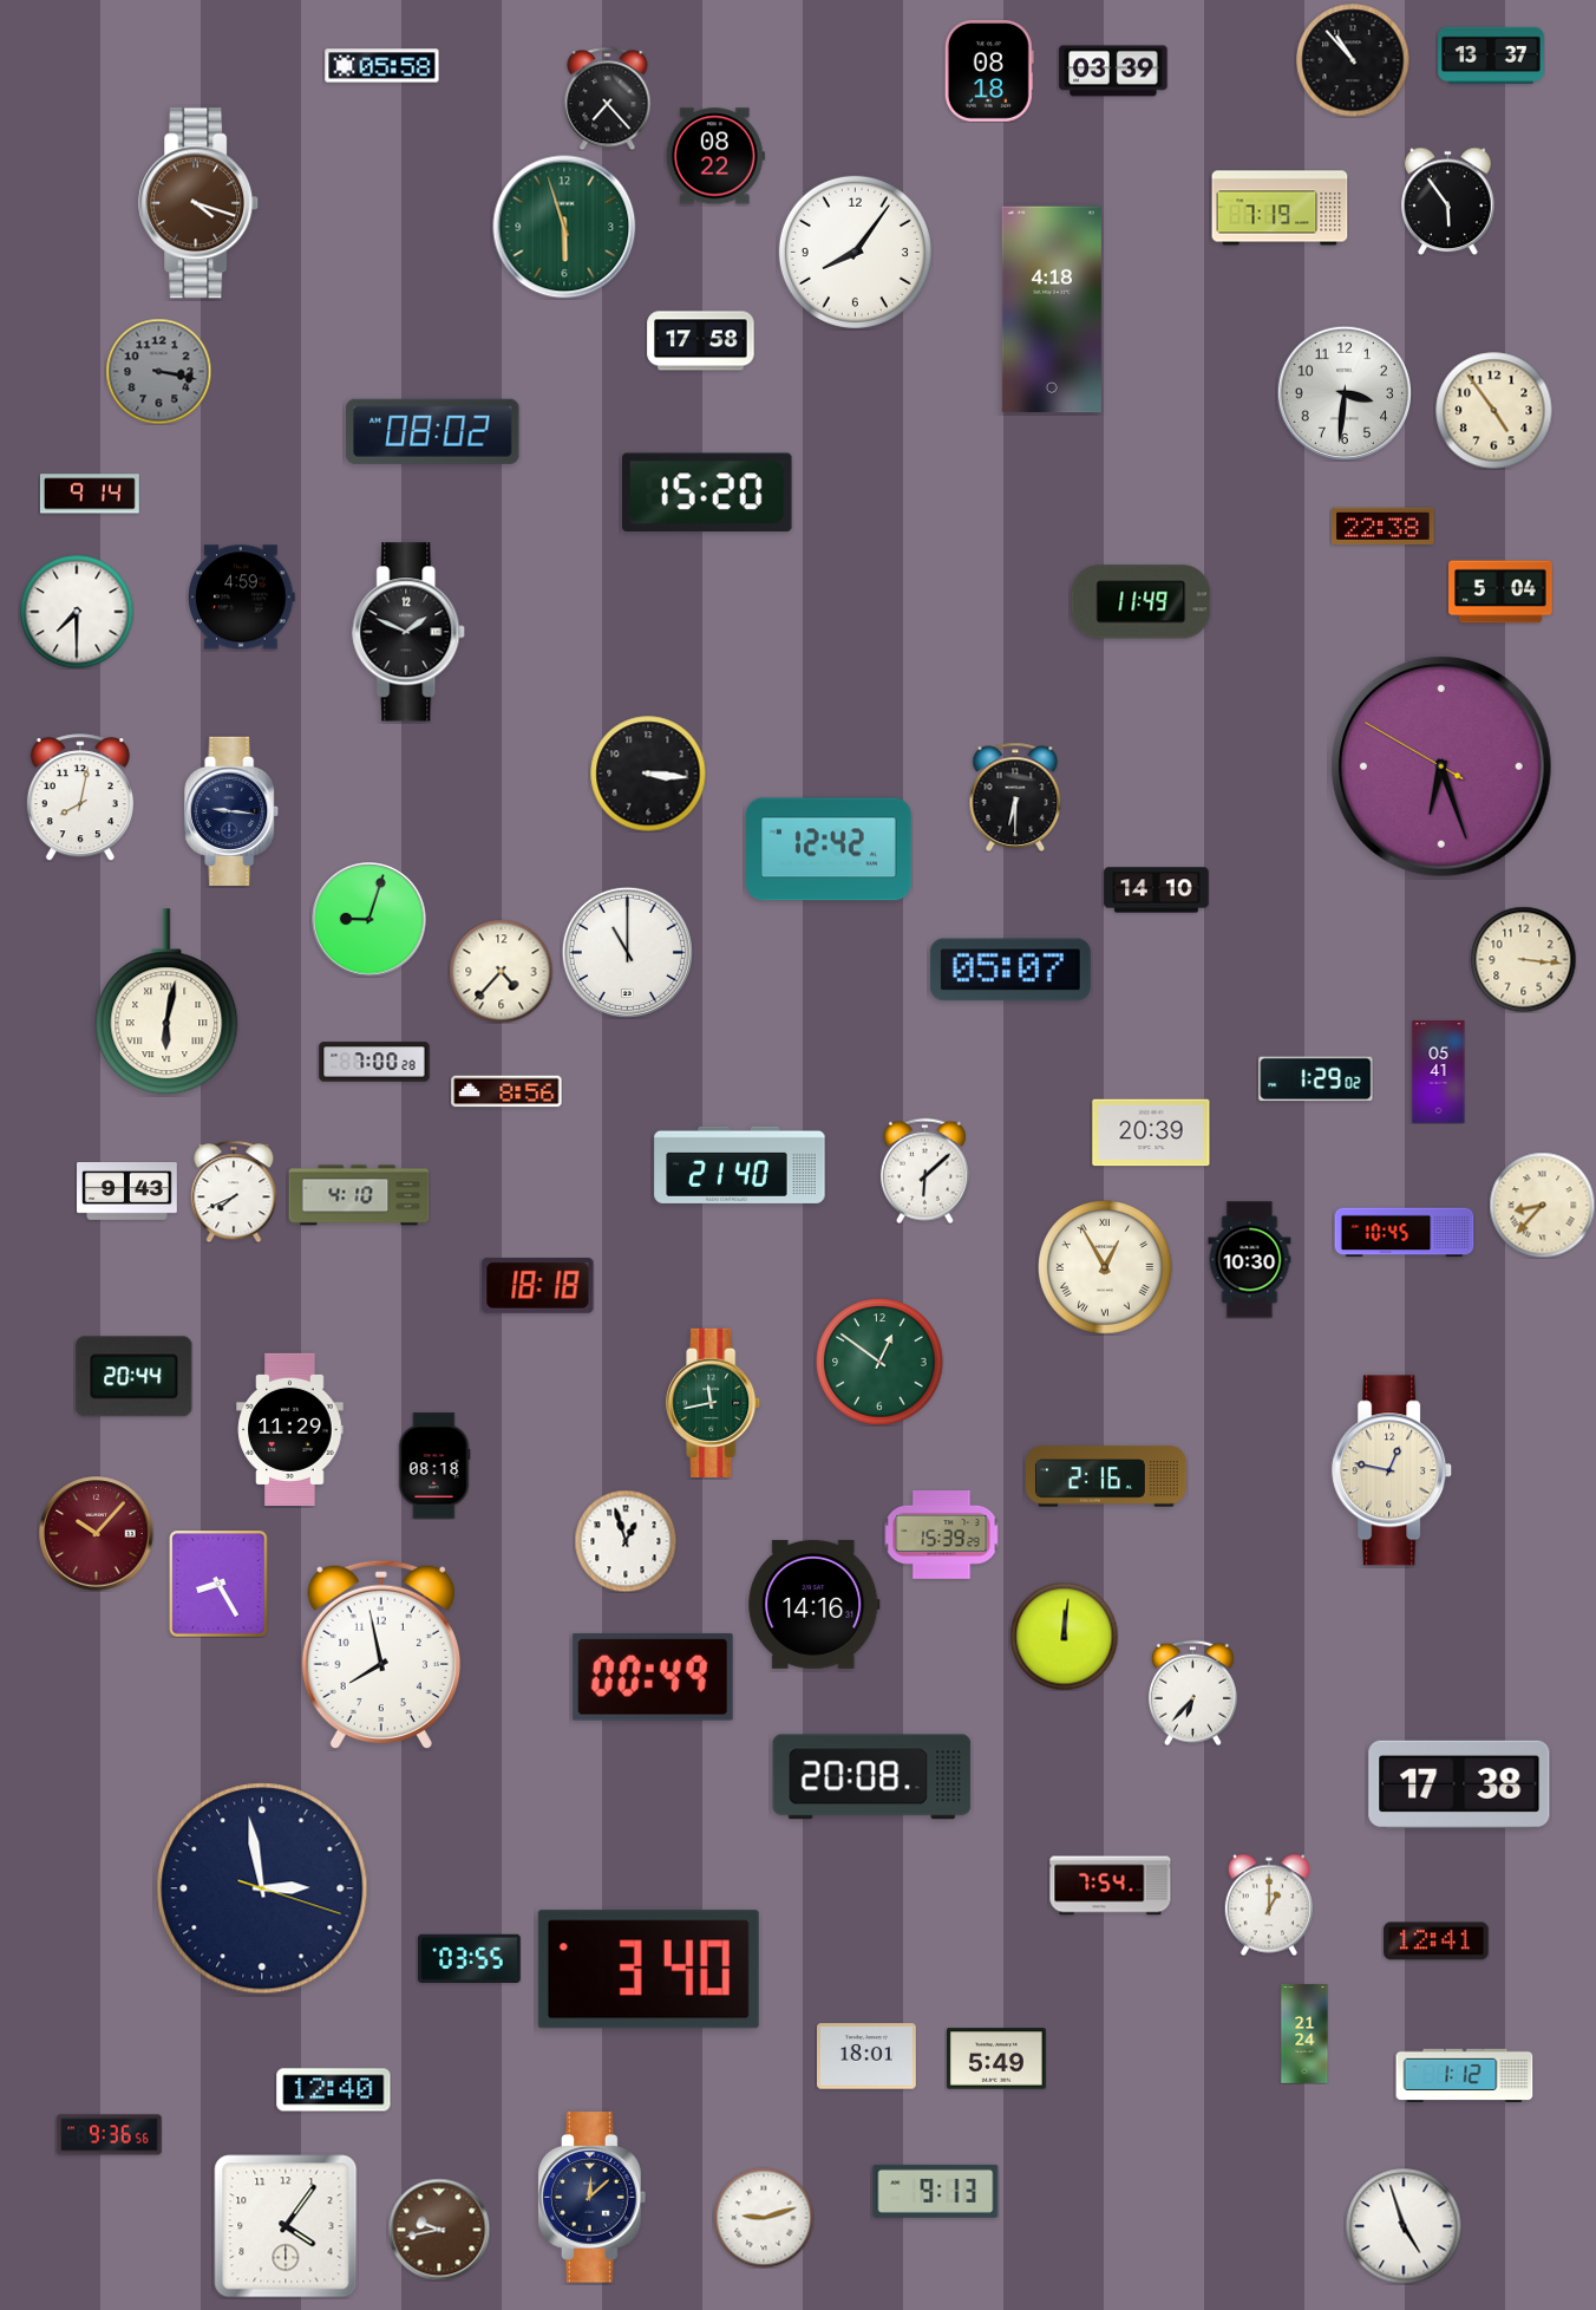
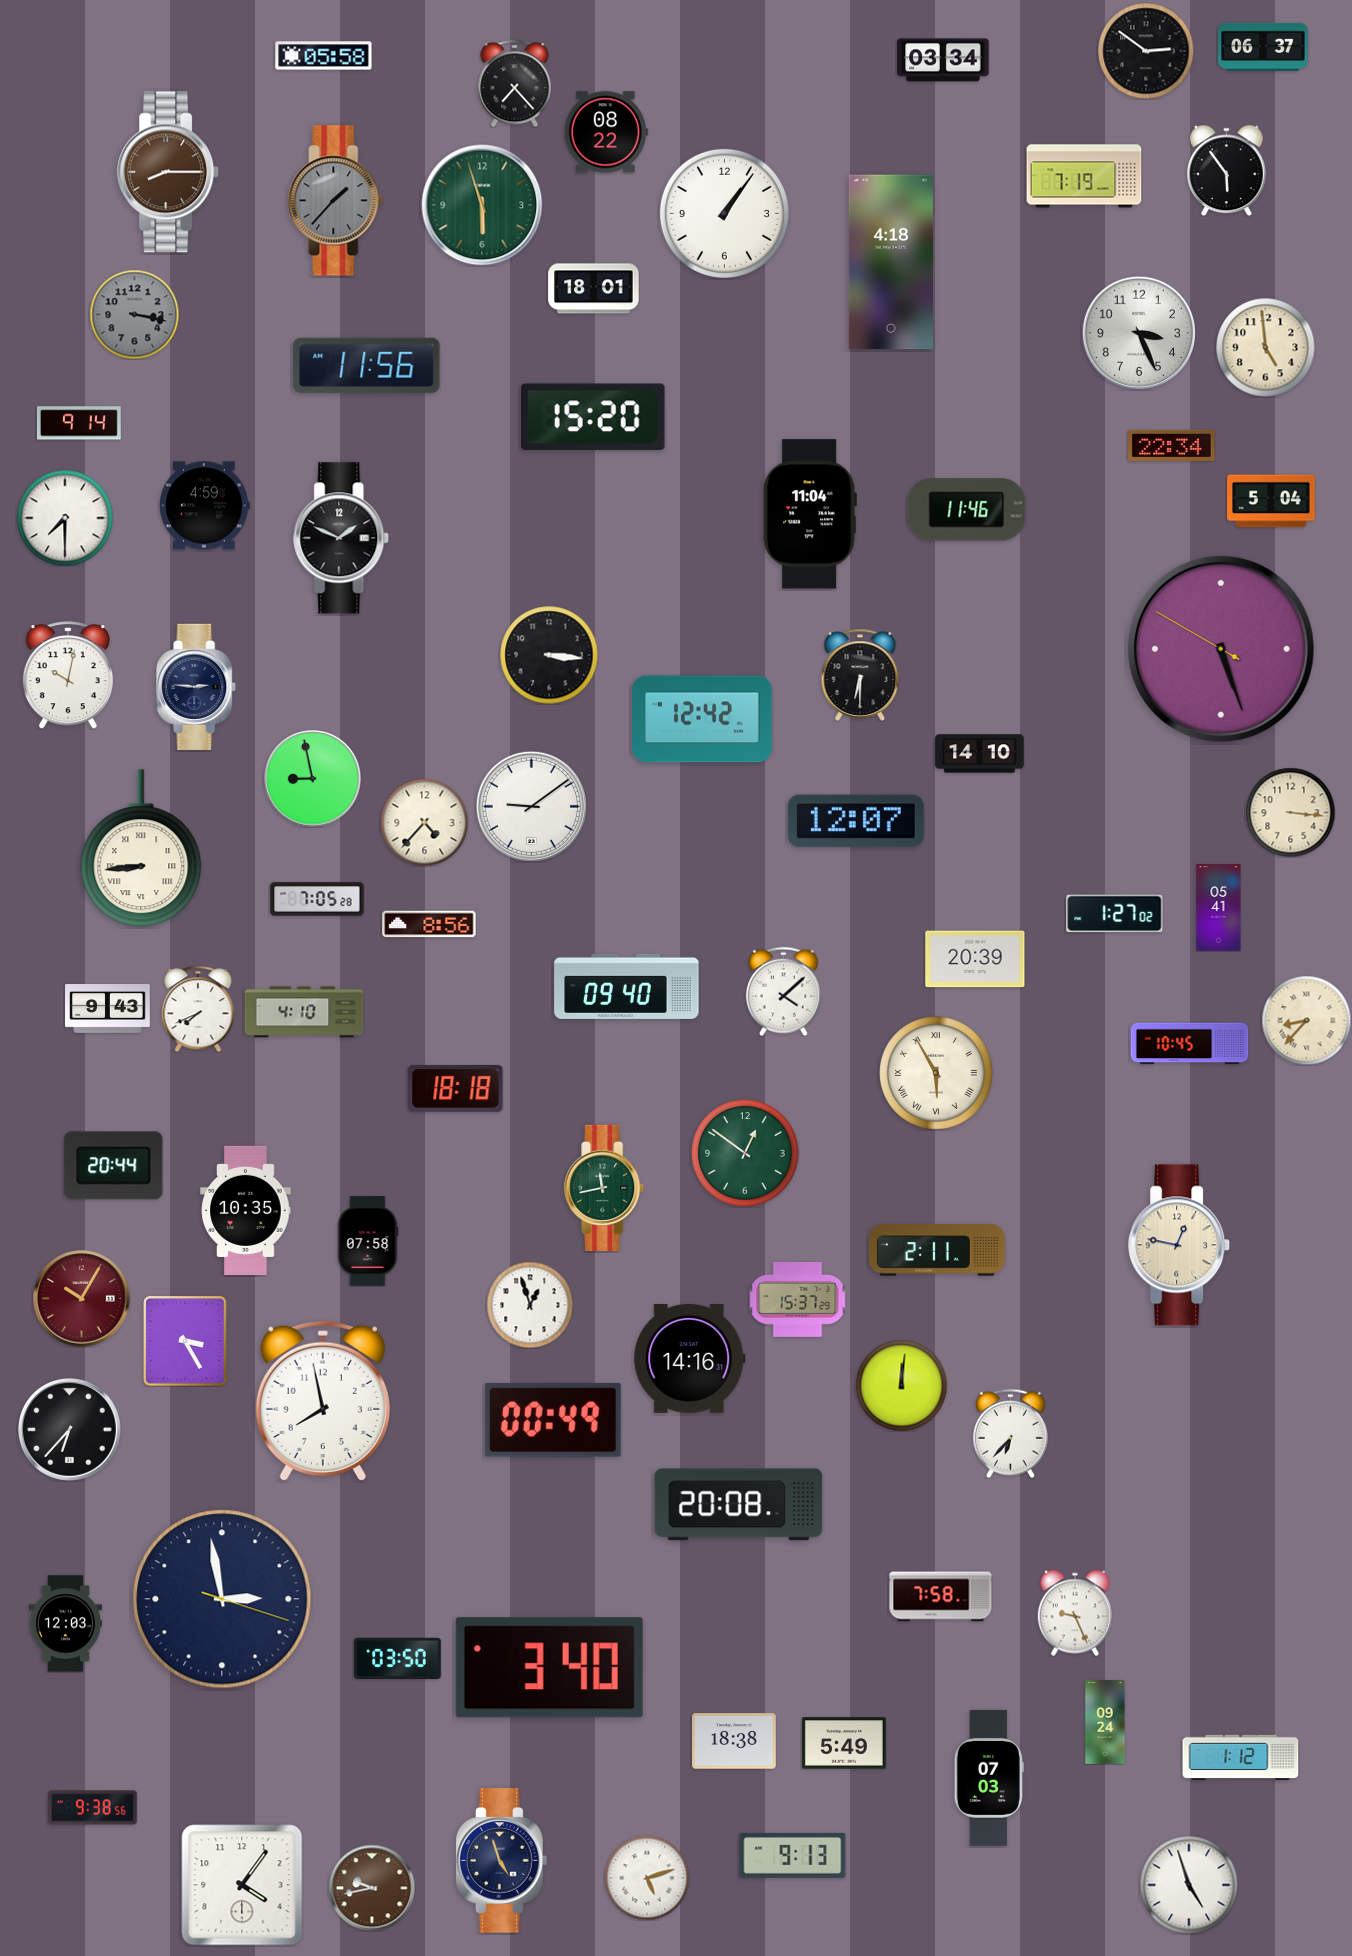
clock at (1491, 56): 13:37 -> 06:37
clock at (1353, 60): 10:53 -> 2:51
clock at (1113, 71): 03:39 -> 03:34
clock at (989, 72): 08:18 -> none
clock at (199, 203): 4:18 -> 8:15
clock at (564, 227) position: (564, 227) -> (482, 205)
clock at (336, 201): none -> 1:37
clock at (855, 252): 8:06 -> 1:06
clock at (701, 341): 17:58 -> 18:01
clock at (1343, 392): 3:31 -> 3:26
clock at (1494, 411): 4:54 -> 4:59
clock at (433, 431): 08:02 -> 11:56
clock at (708, 492) position: (708, 492) -> (594, 417)
clock at (90, 494) position: (90, 494) -> (79, 423)
clock at (1384, 526): 22:38 -> 22:34
clock at (1142, 602): 11:49 -> 11:46
clock at (810, 514): none -> 11:04
clock at (410, 632) position: (410, 632) -> (342, 538)
clock at (1441, 766): 6:26 -> 5:26
clock at (80, 797): 8:02 -> 10:02
clock at (233, 810): 9:16 -> 2:46
clock at (369, 920): 9:03 -> 8:58
clock at (627, 952): 11:00 -> 9:09
clock at (1010, 970): 05:07 -> 12:07
clock at (166, 1003): 6:02 -> 8:44
clock at (374, 1062): 7:00 -> 7:05
clock at (1316, 1079): 1:29 -> 1:27
clock at (740, 1164): 21:40 -> 09:40
clock at (924, 1170): 6:08 -> 4:08
clock at (1250, 1260): 10:30 -> none
clock at (1106, 1268): 12:55 -> 5:55
clock at (290, 1429): 11:29 -> 10:35
clock at (434, 1466): 08:18 -> 07:58
clock at (1106, 1476): 2:16 -> 2:11
clock at (97, 1534): 10:07 -> 10:05
clock at (941, 1534): 15:39 -> 15:37
clock at (218, 1584): 8:25 -> 3:25
clock at (70, 1430): none -> 6:37
clock at (1459, 1783): 17:38 -> none
clock at (1111, 1886): 7:54 -> 7:58
clock at (1268, 1905): 1:00 -> 9:26
clock at (66, 1624): none -> 12:03
clock at (1437, 1942): 12:41 -> none
clock at (470, 1958): 03:55 -> 03:50
clock at (1304, 2034): 21:24 -> 09:24
clock at (868, 2056): 18:01 -> 18:38
clock at (334, 2090): 12:40 -> none
clock at (989, 1778): none -> 07:03
clock at (110, 2135): 9:36 -> 9:38
clock at (593, 2198): 12:08 -> 4:57
clock at (764, 2218): 9:12 -> 5:12
